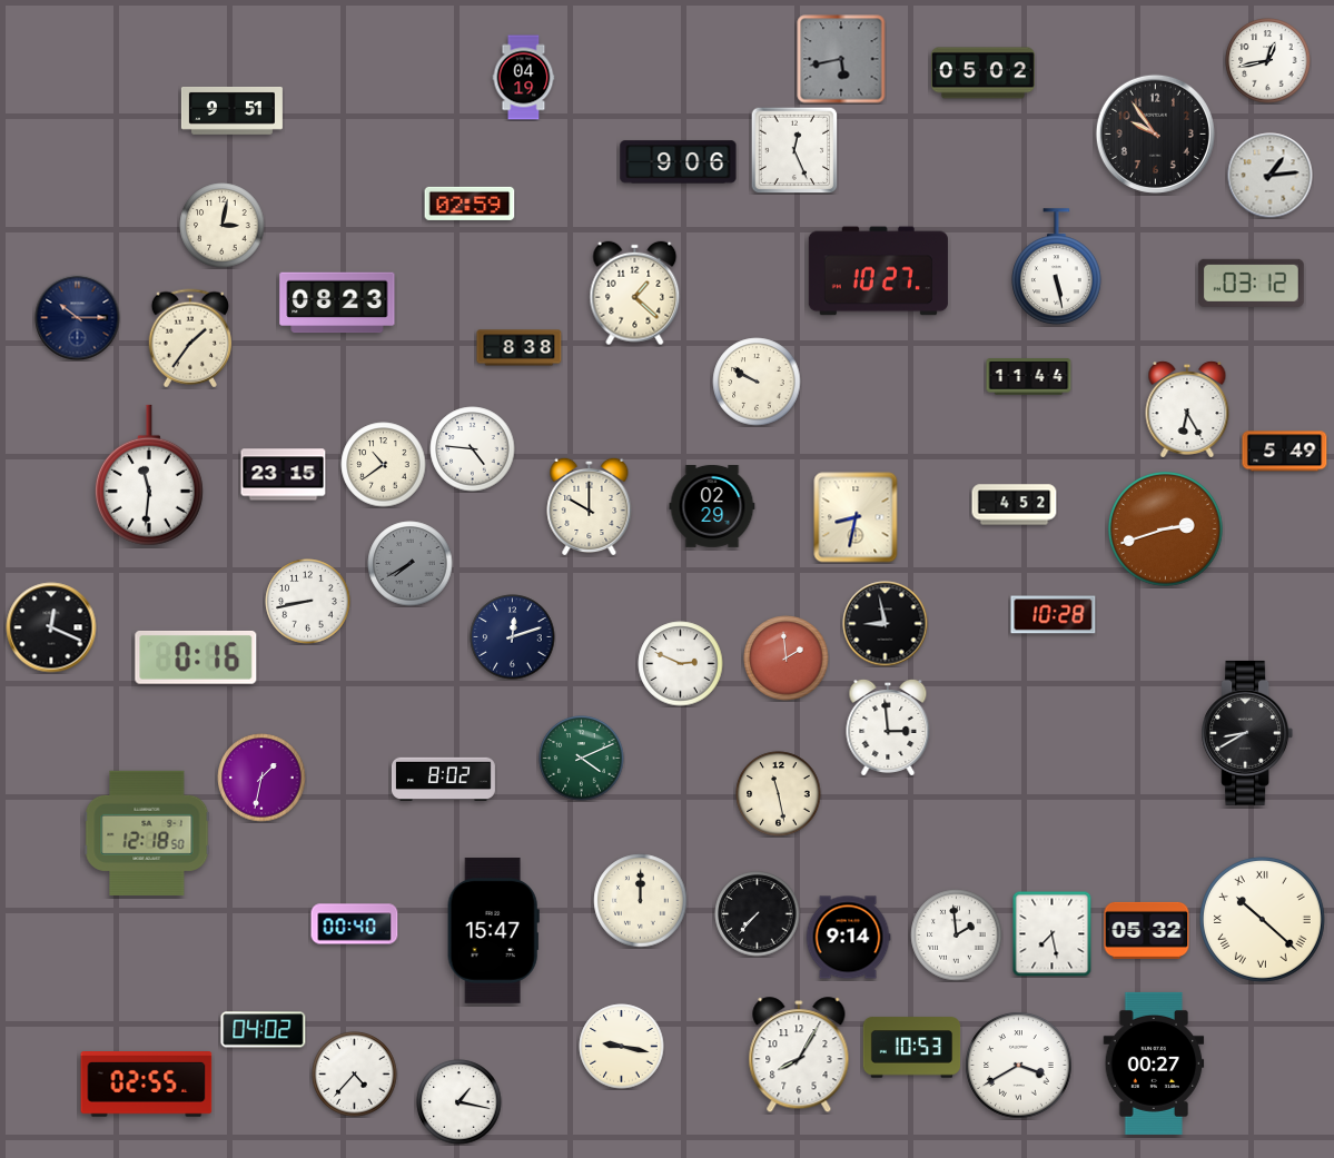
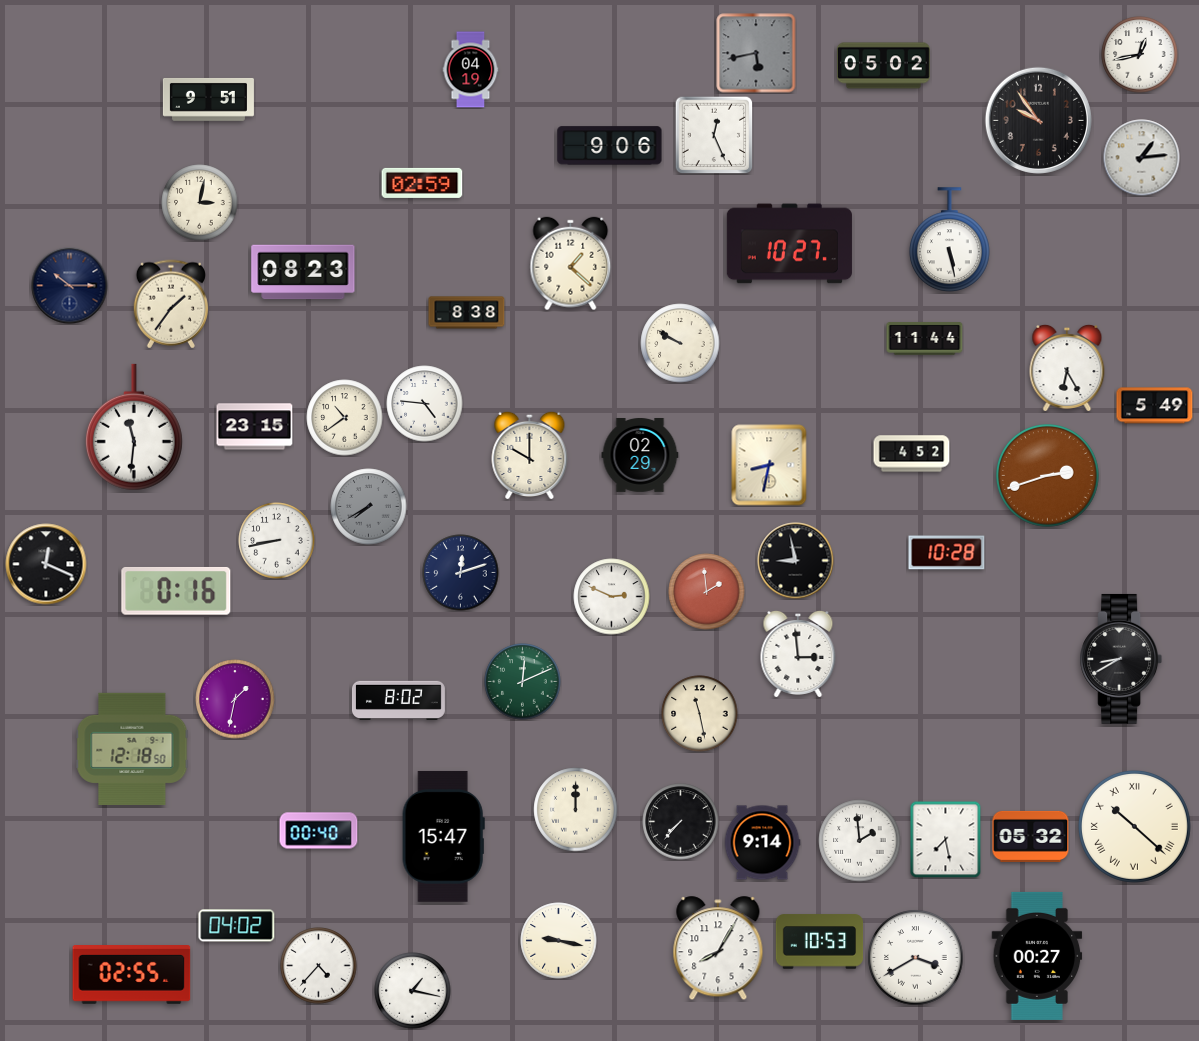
clock at (1252, 283): 03:12 -> none
clock at (582, 759): 4:11 -> 12:11
